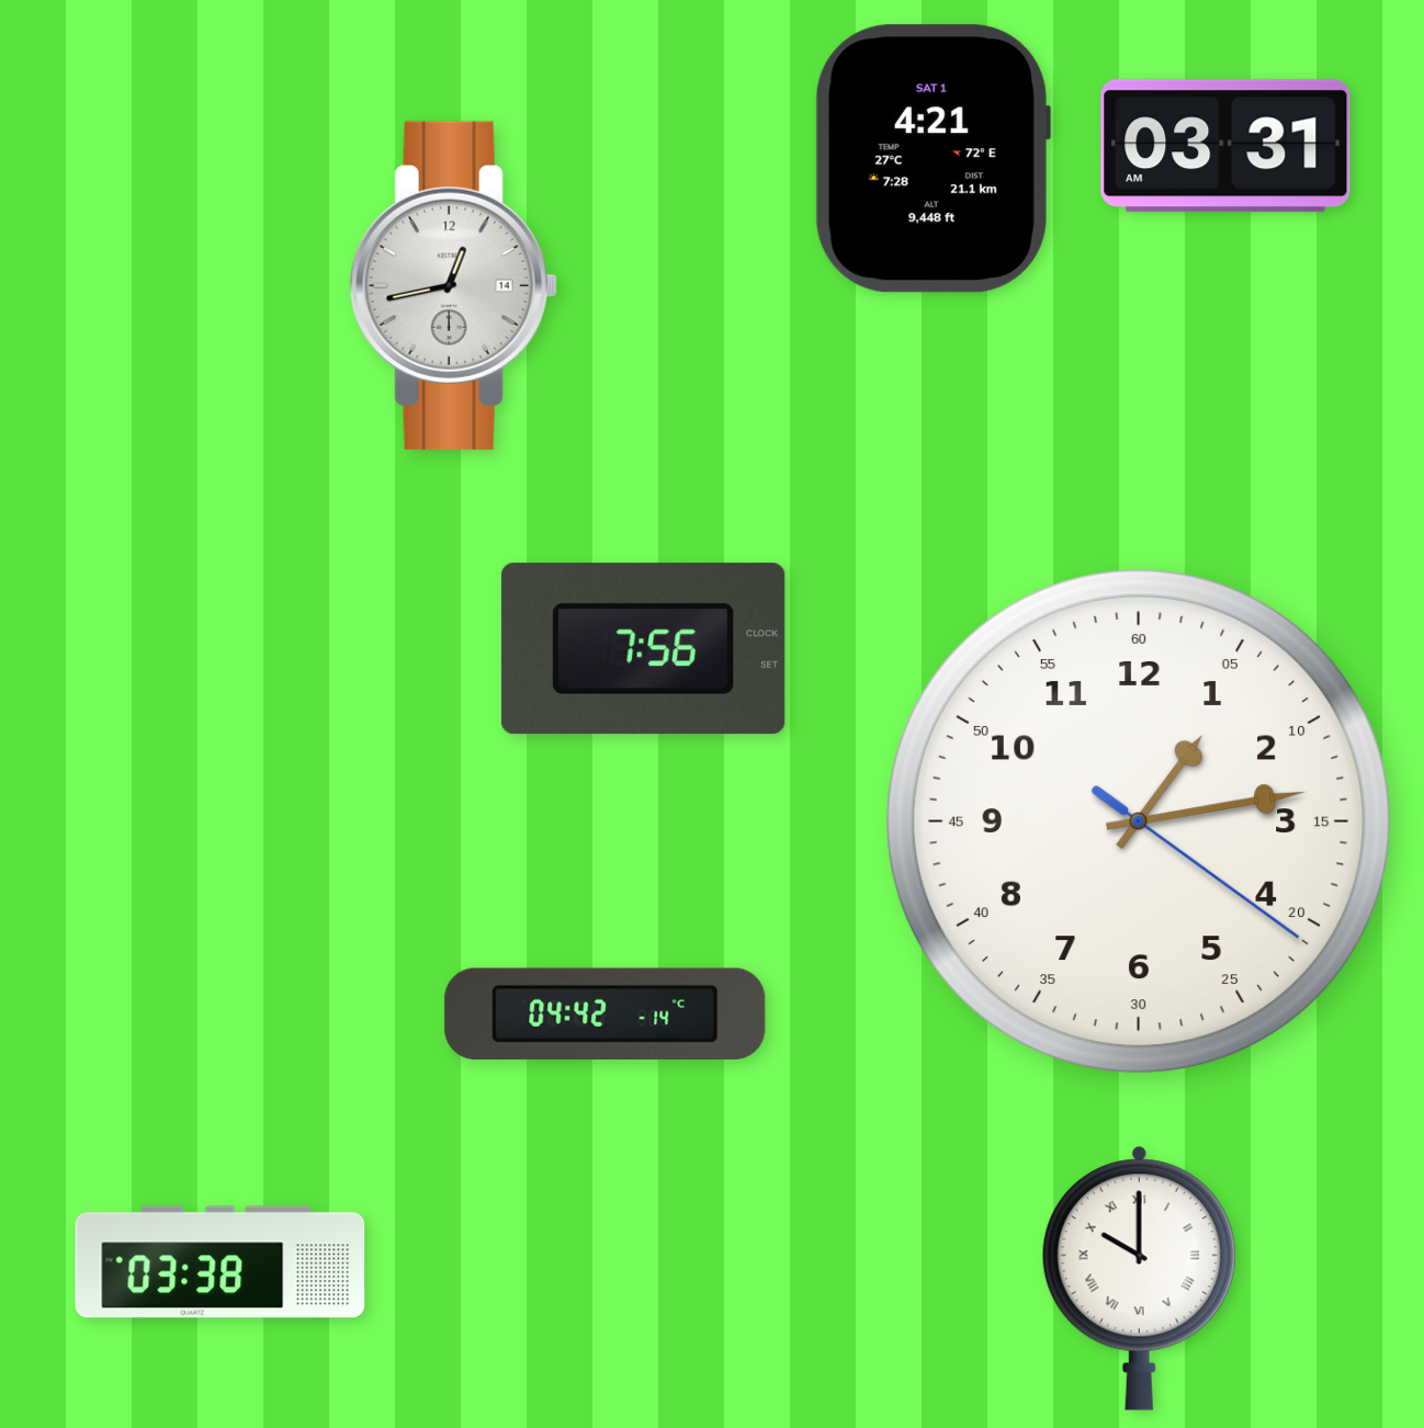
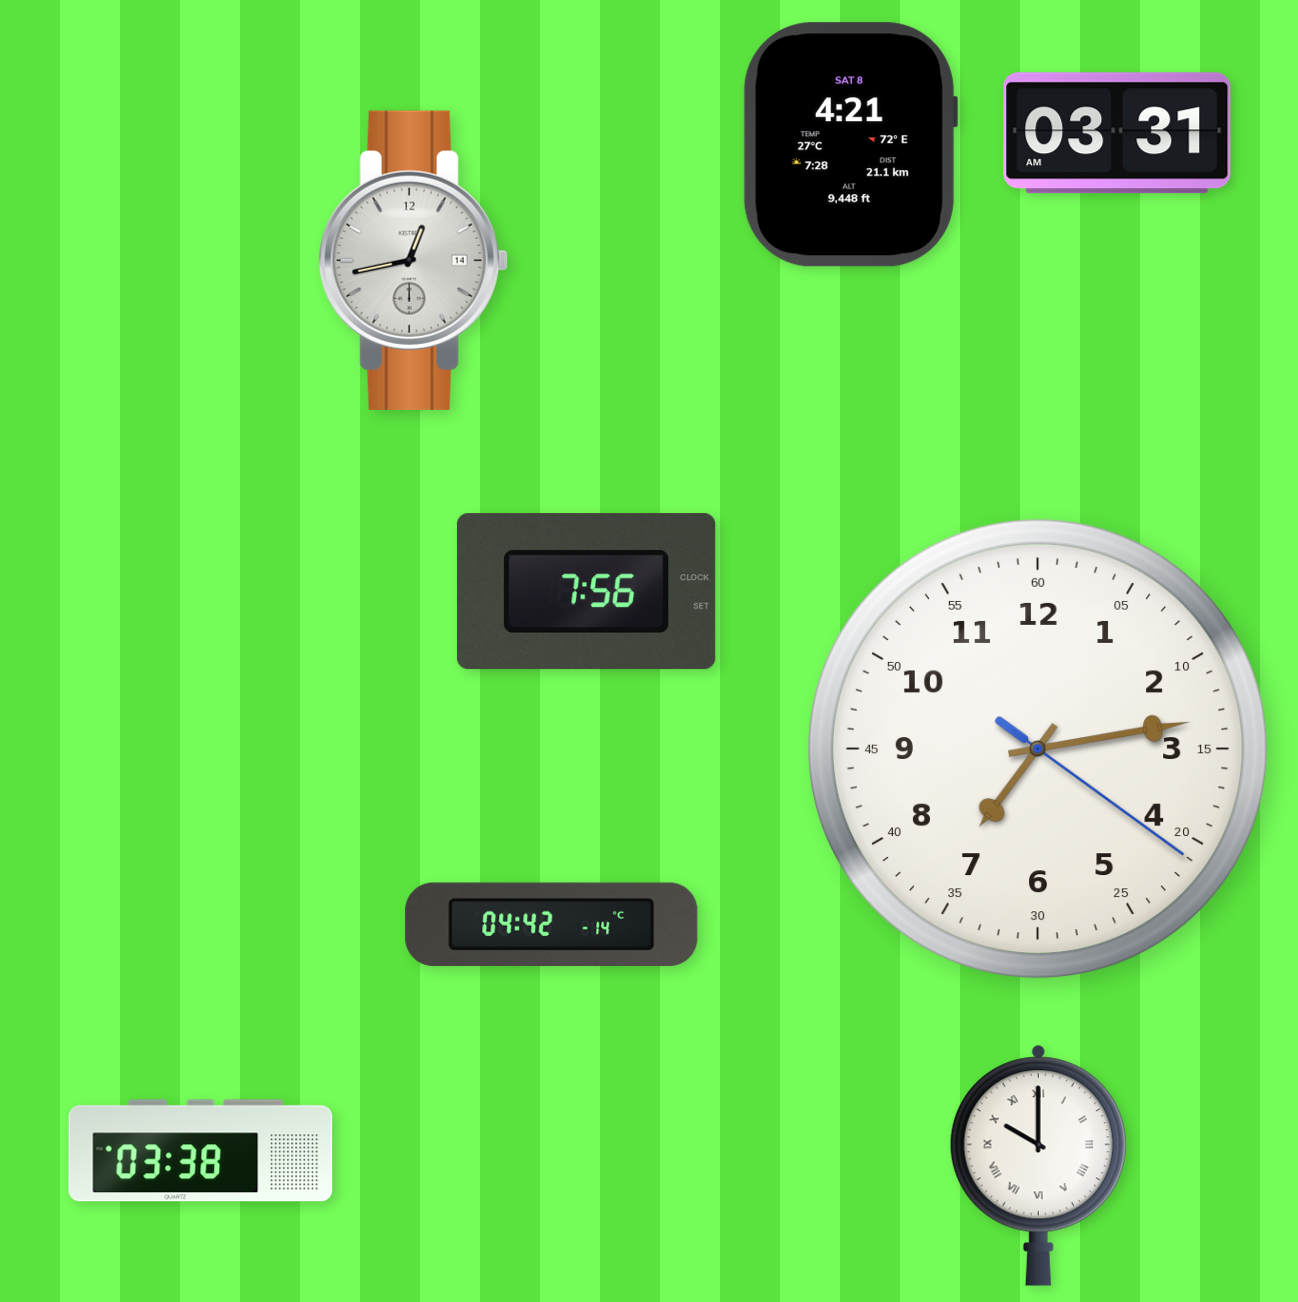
clock at (933, 159) date: SAT 1 -> SAT 8
clock at (1139, 821): 1:13 -> 7:13
